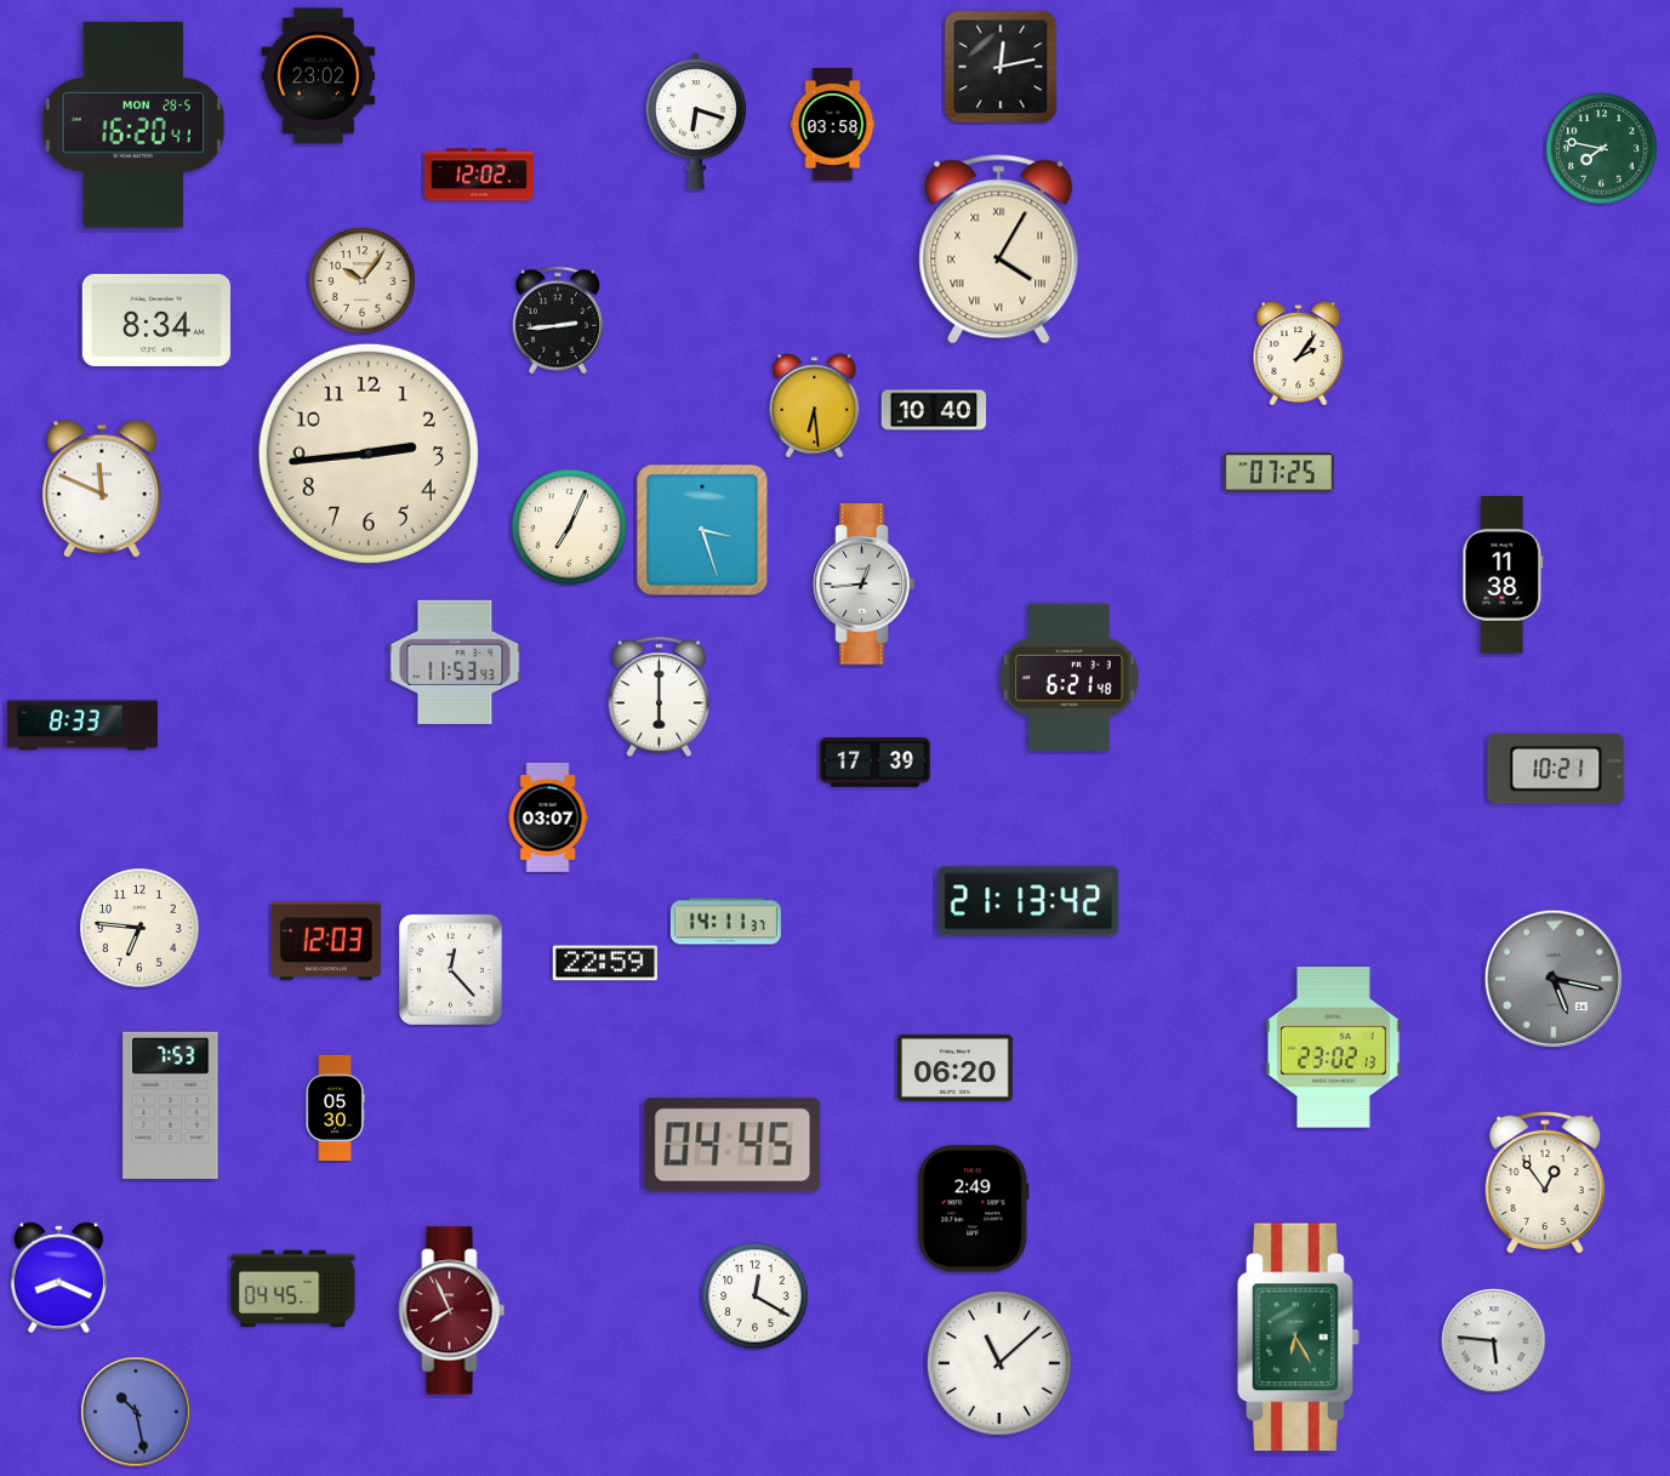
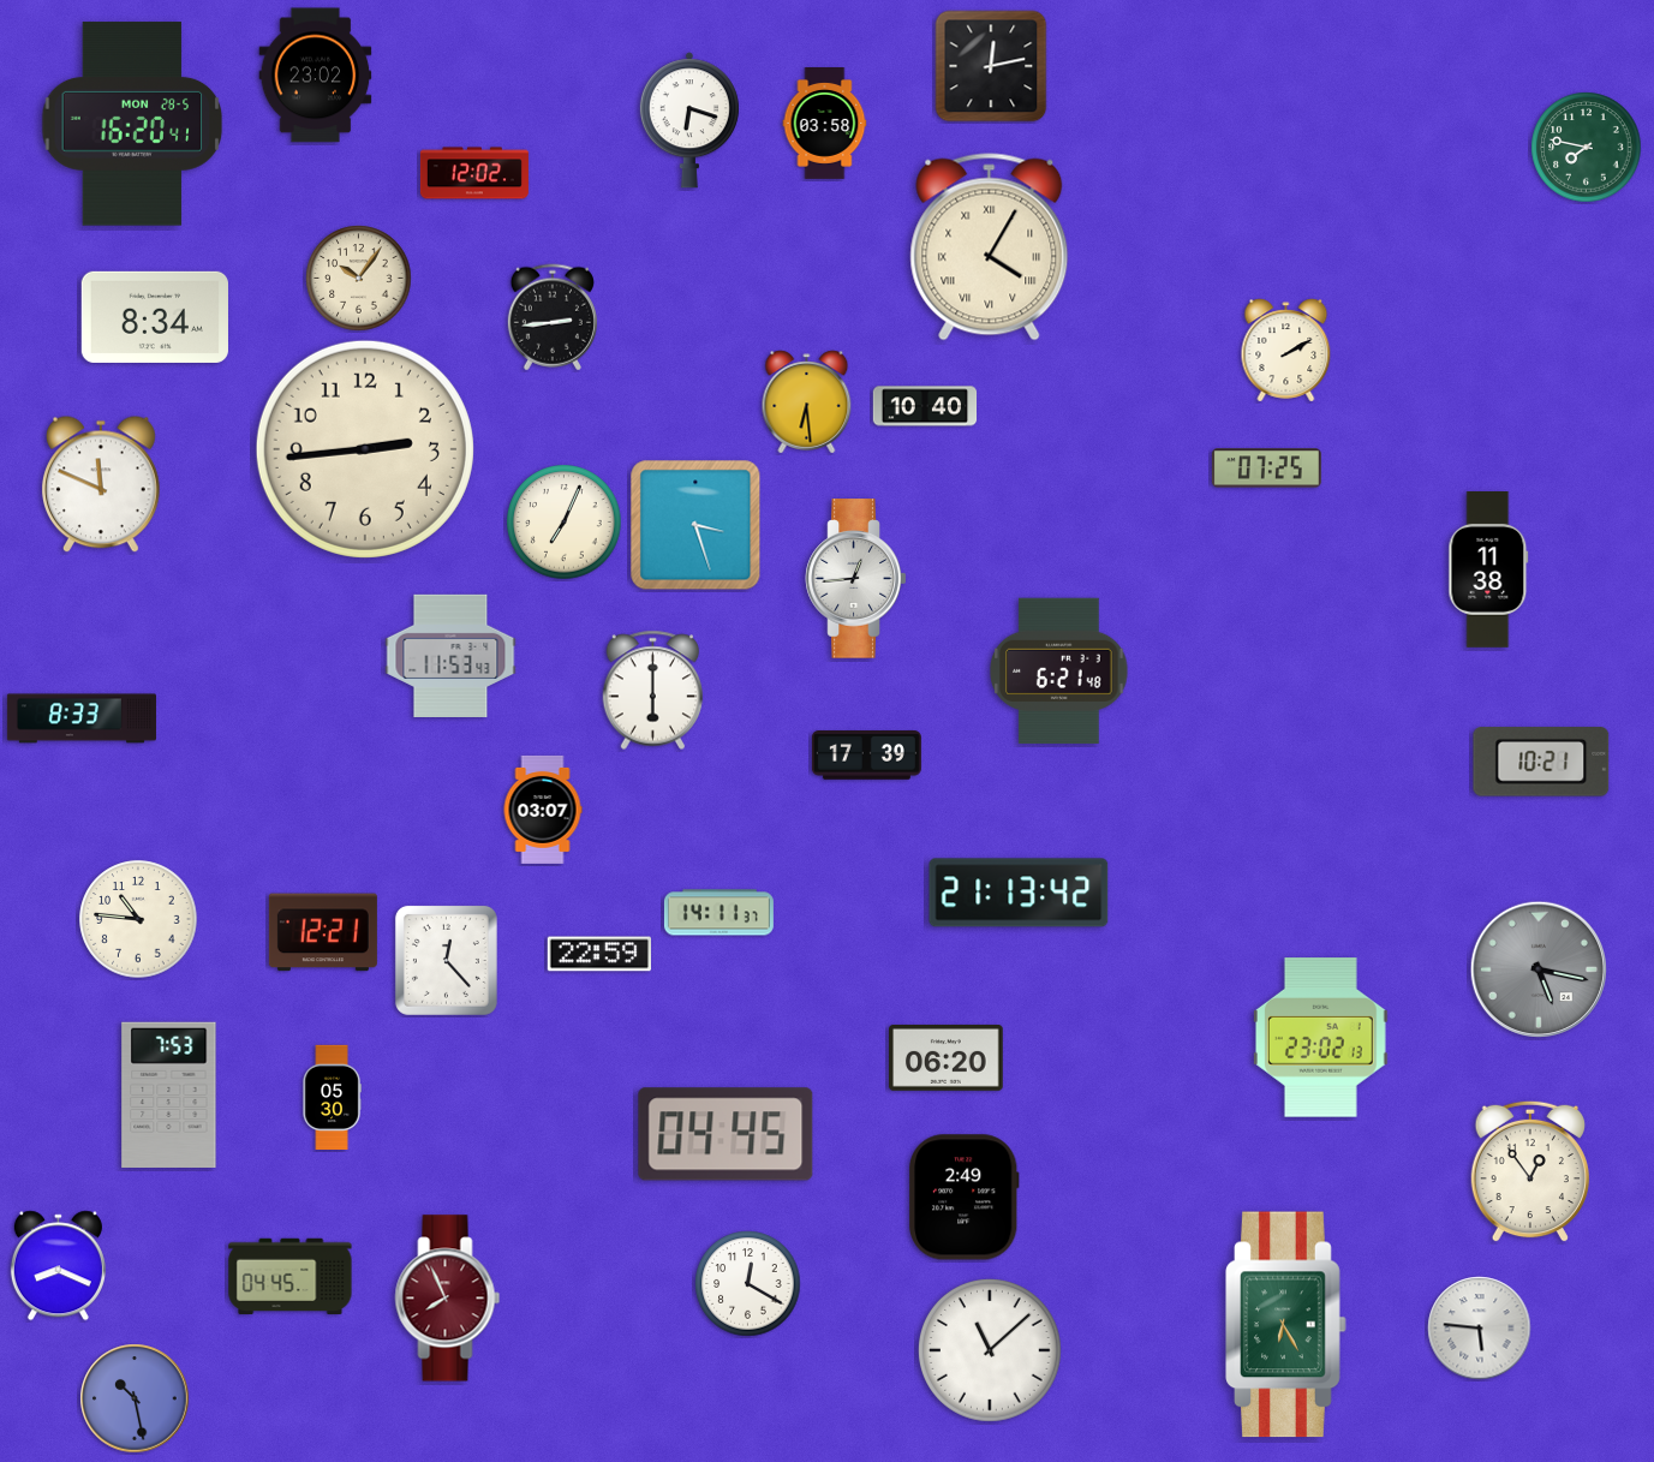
clock at (1299, 354): 2:06 -> 2:10
clock at (139, 928): 6:46 -> 10:46
clock at (326, 941): 12:03 -> 12:21
